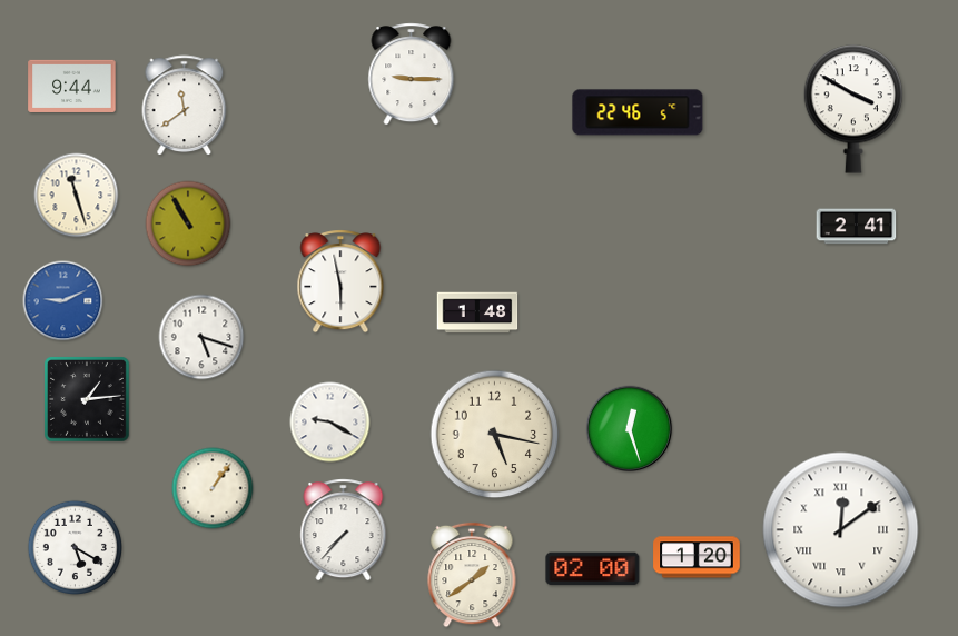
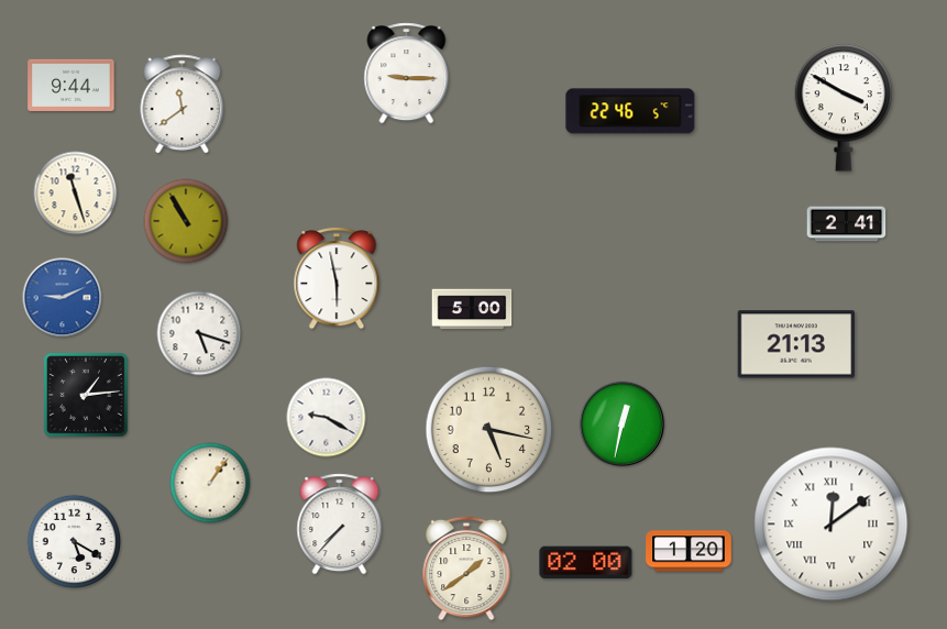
clock at (477, 312): 1:48 -> 5:00
clock at (796, 344): none -> 21:13
clock at (630, 429): 12:27 -> 12:32
